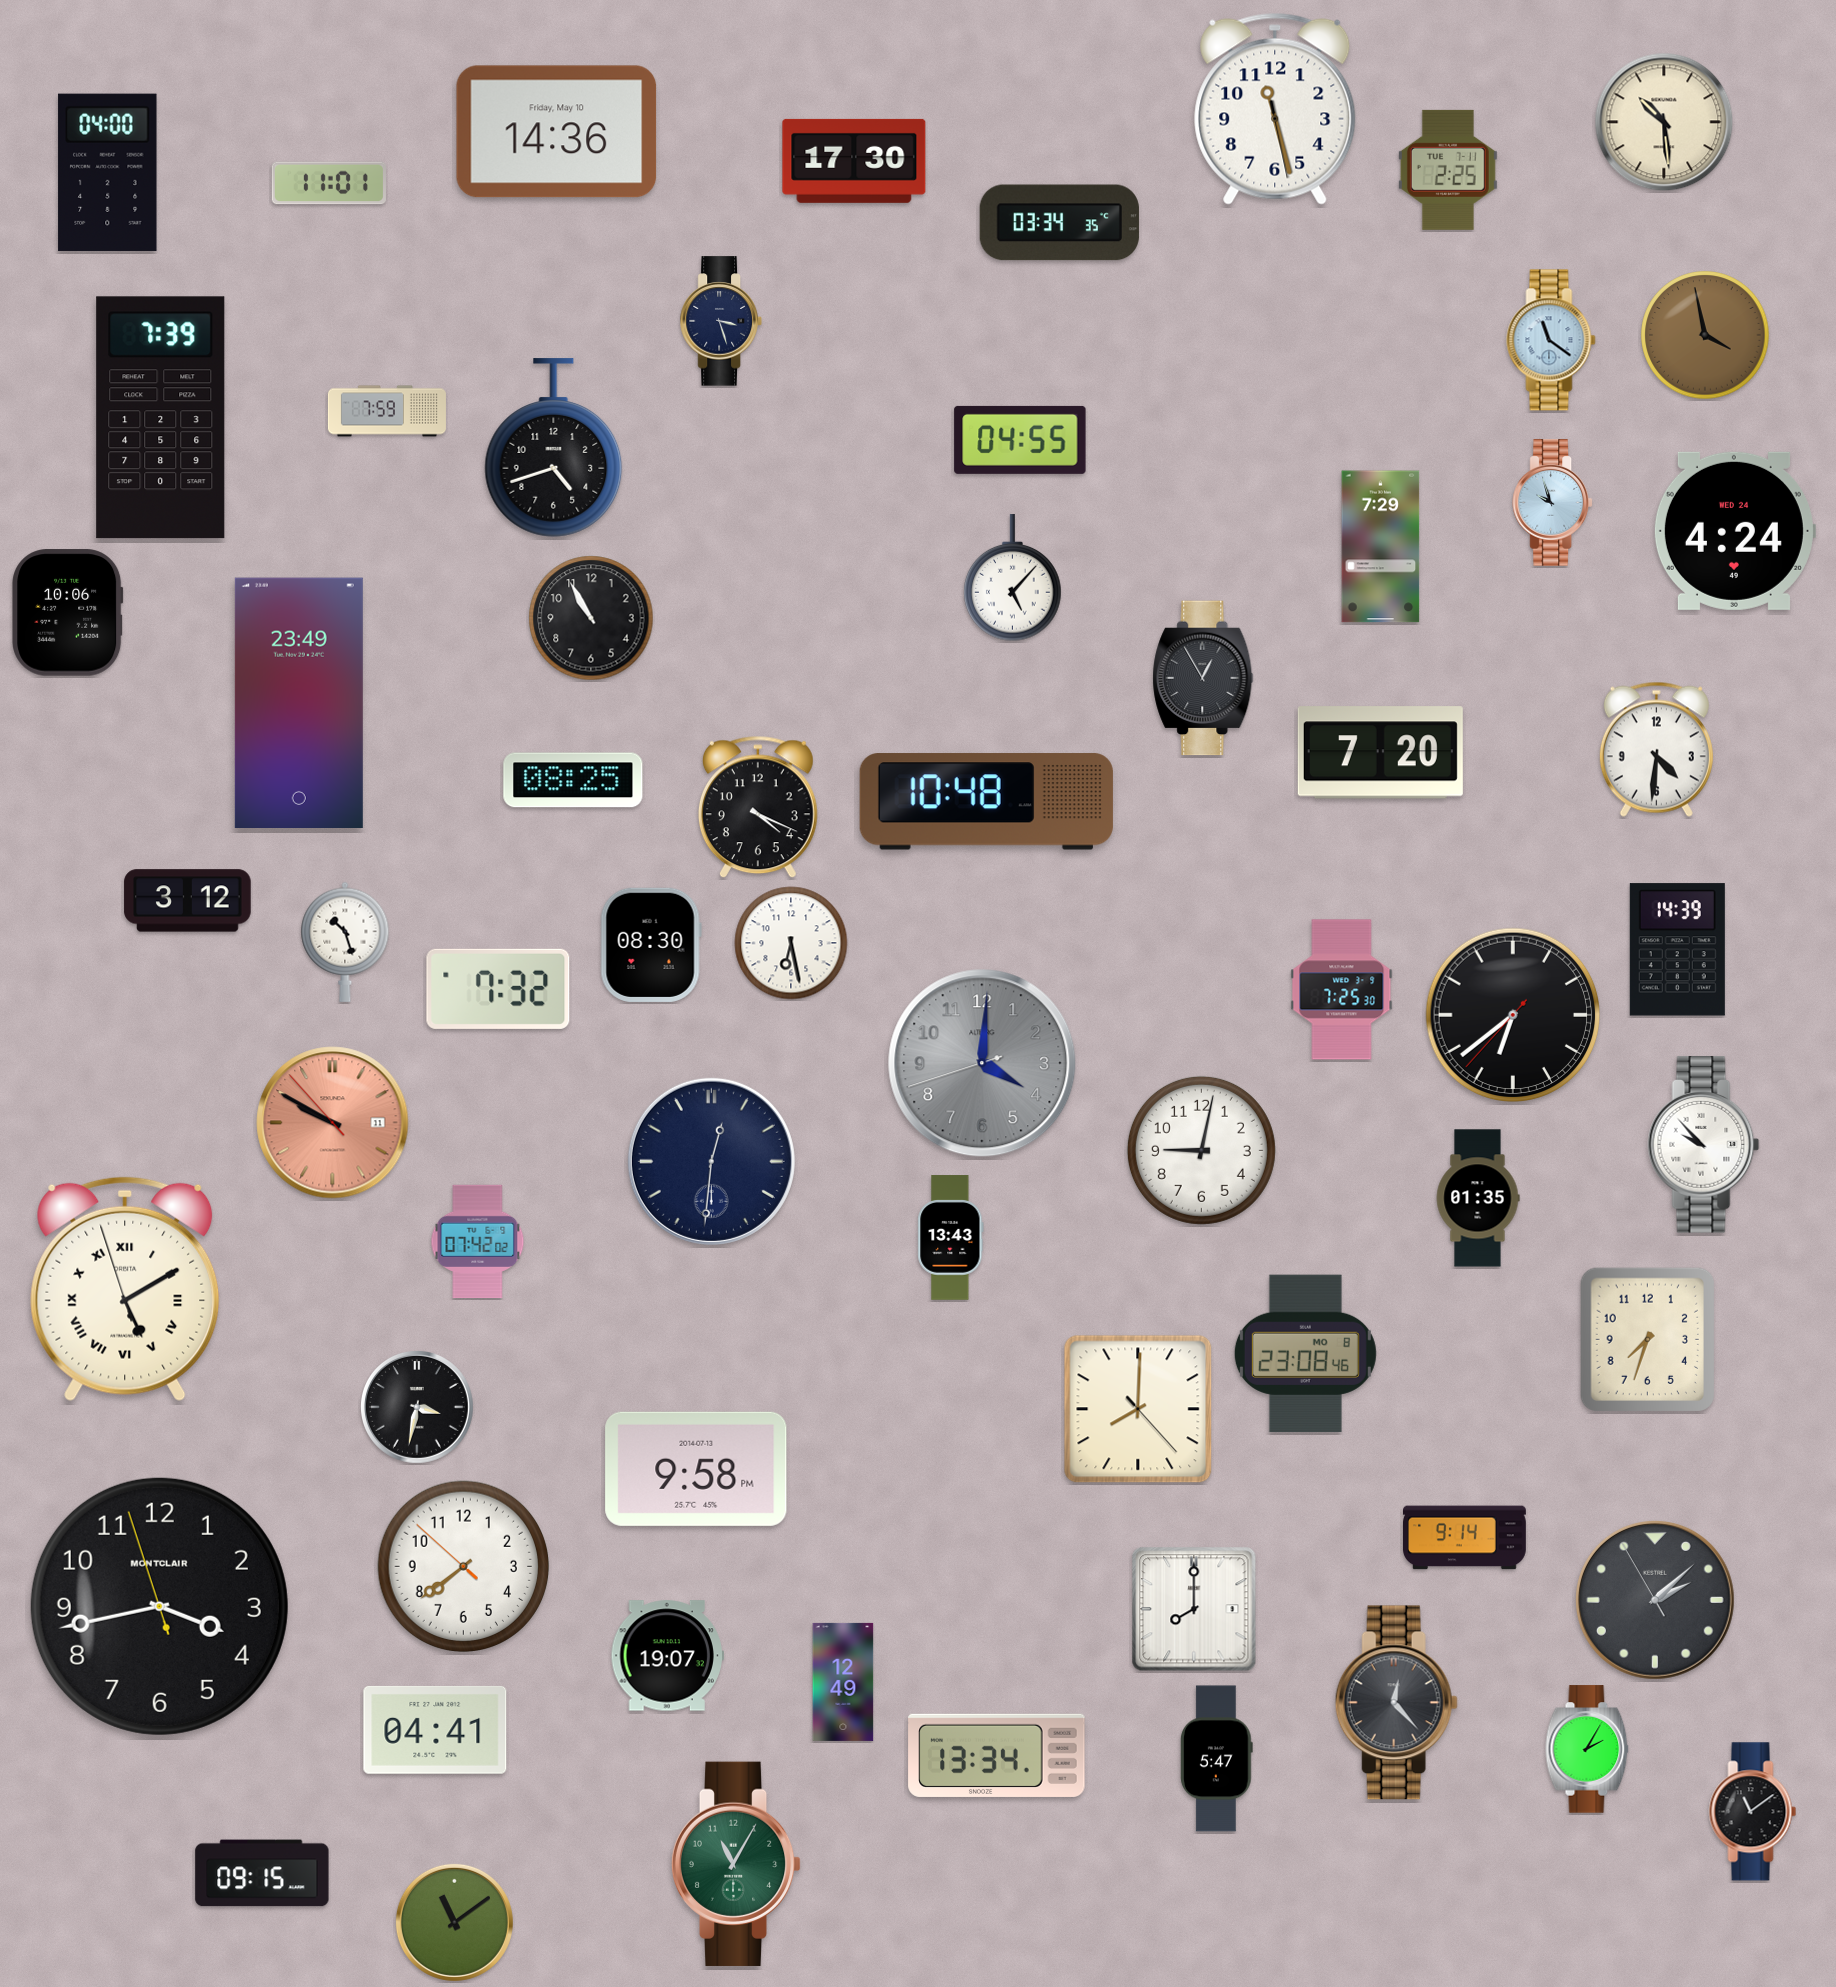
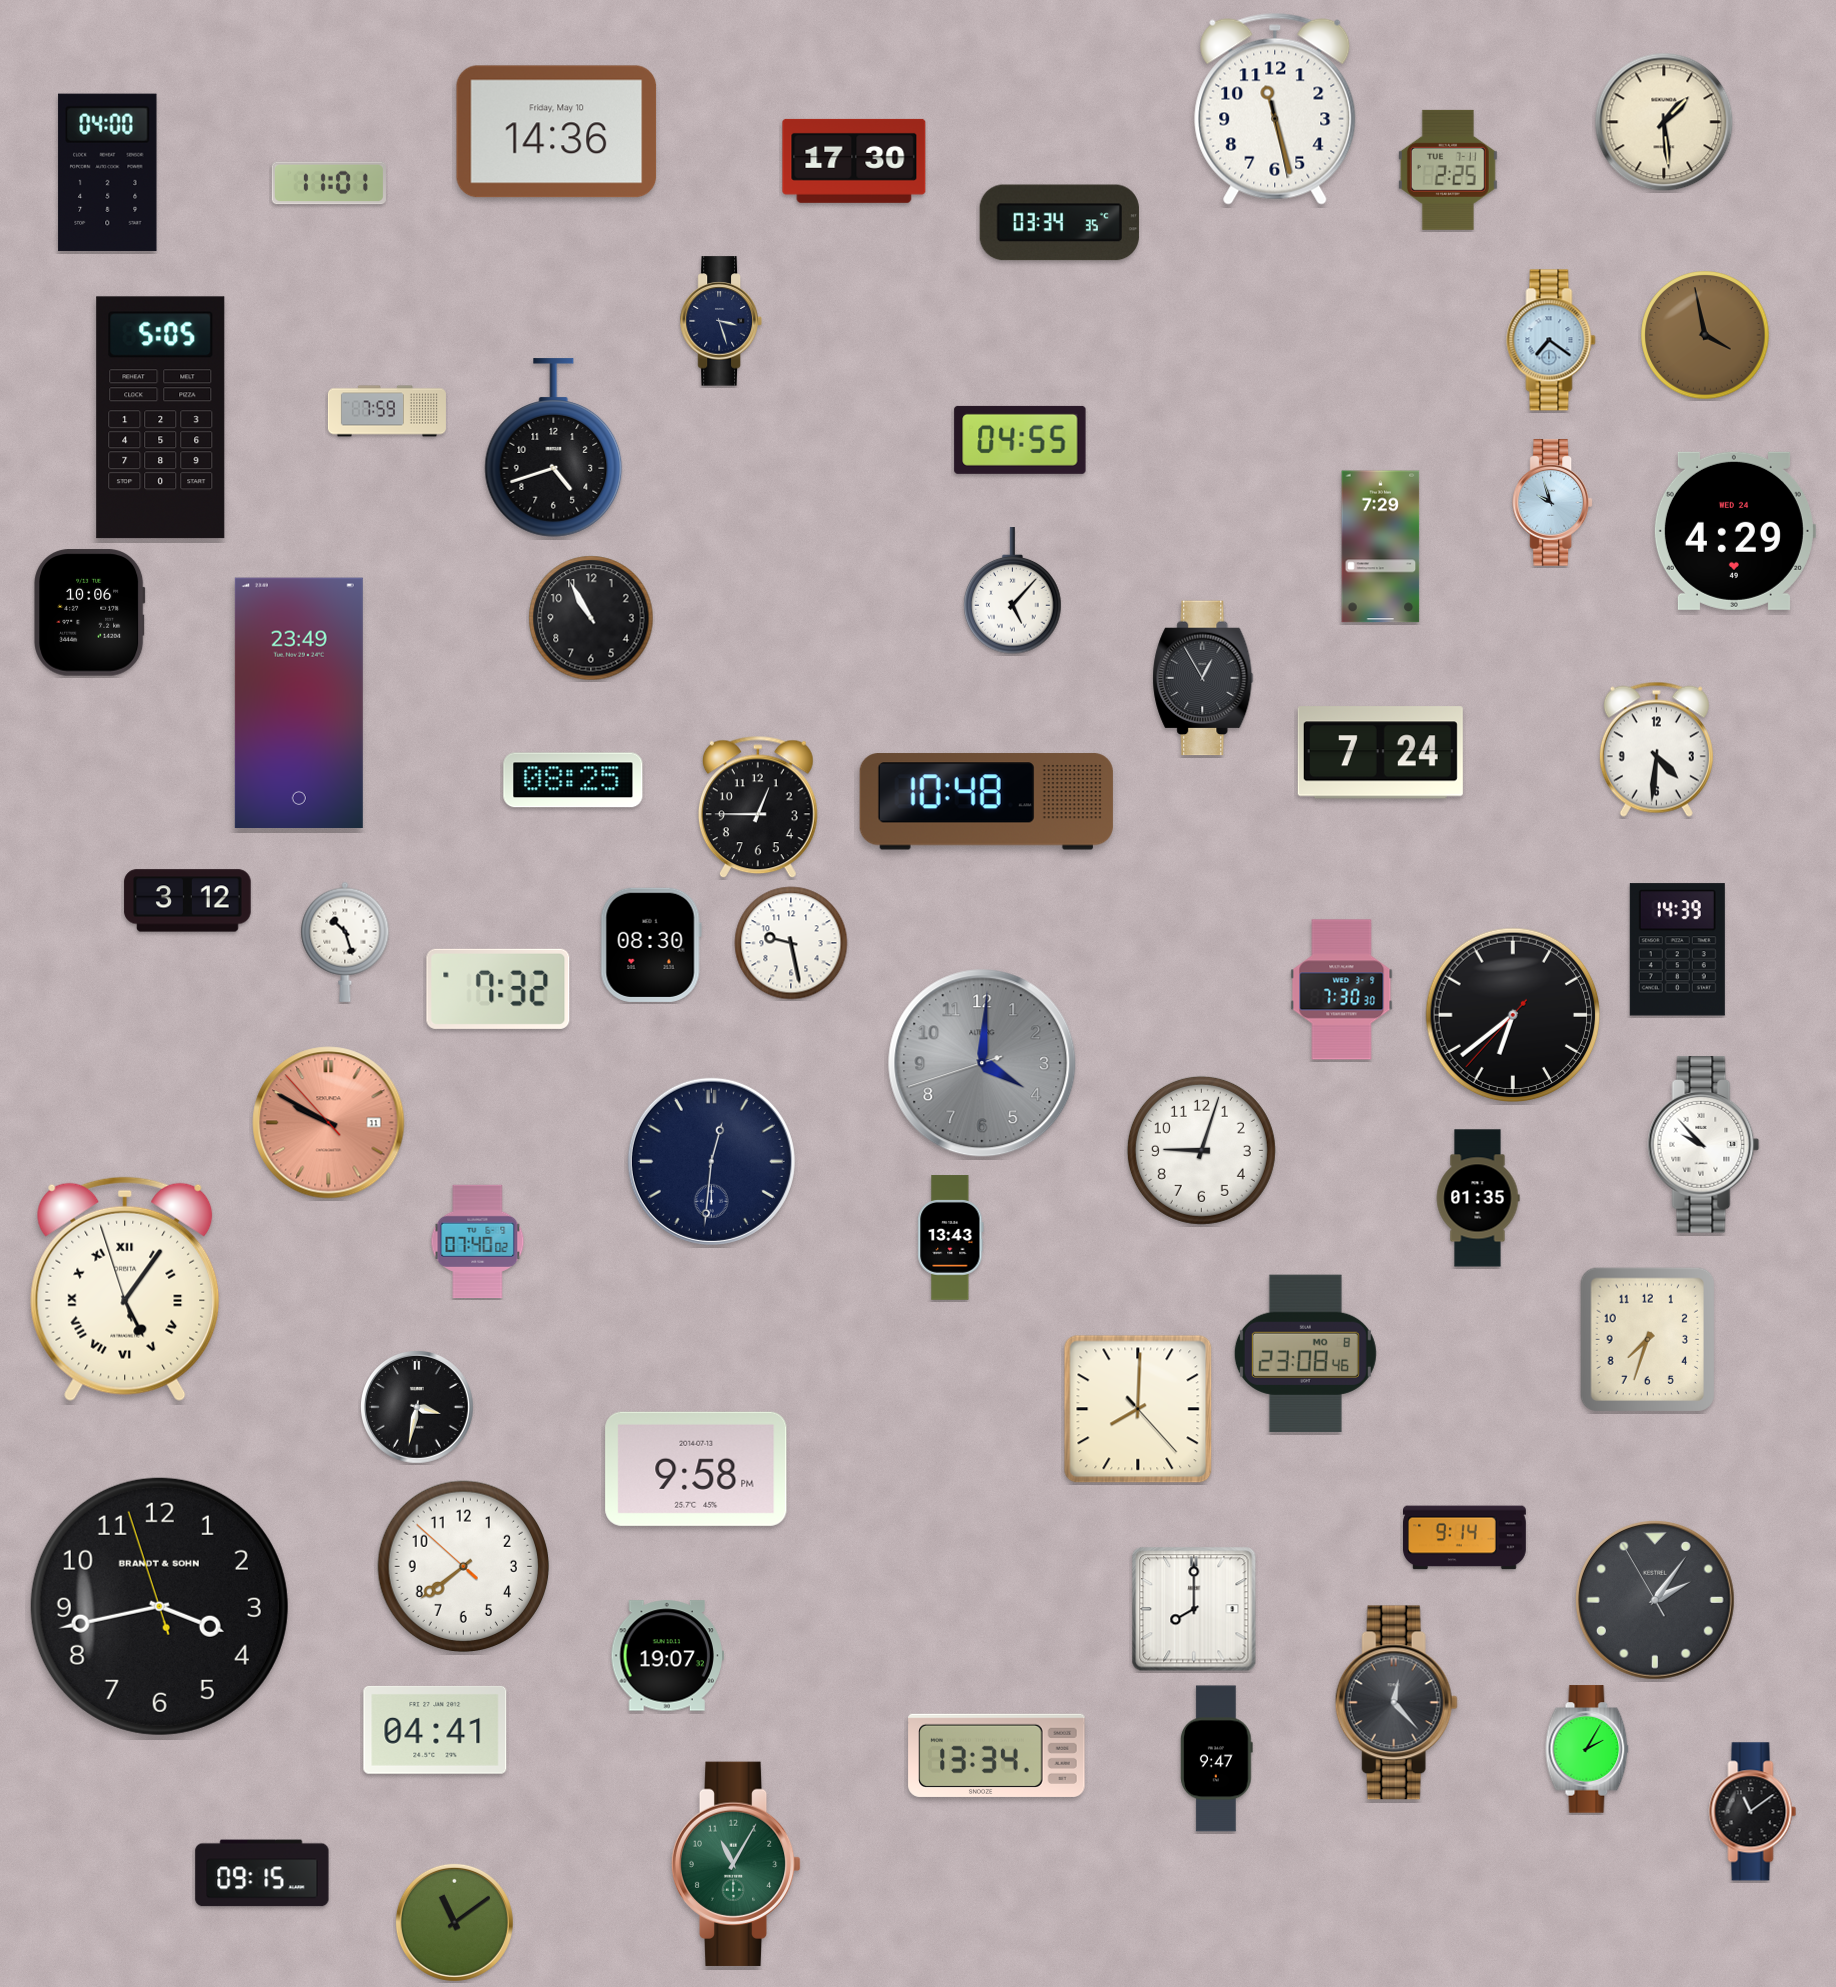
clock at (1664, 122): 10:29 -> 1:29
clock at (1551, 340): 11:21 -> 7:21
clock at (161, 418): 7:39 -> 5:05
clock at (1734, 531): 4:24 -> 4:29
clock at (1013, 578) position: (1013, 578) -> (1013, 591)
clock at (68, 613) position: (68, 613) -> (90, 613)
clock at (1380, 753): 7:20 -> 7:24
clock at (758, 807): 4:19 -> 12:45
clock at (791, 943): 6:28 -> 9:28
clock at (1342, 990): 7:25 -> 7:30
clock at (333, 1123) position: (333, 1123) -> (329, 1123)
clock at (1201, 1150): 9:02 -> 9:03
clock at (478, 1241): 07:42 -> 07:40
clock at (125, 1289): 5:09 -> 5:05
clock at (1655, 1600): 2:07 -> 2:05
clock at (159, 1606) brand: MONTCLAIR -> BRANDT & SOHN
clock at (843, 1682): 12:49 -> none
clock at (1216, 1759): 5:47 -> 9:47
